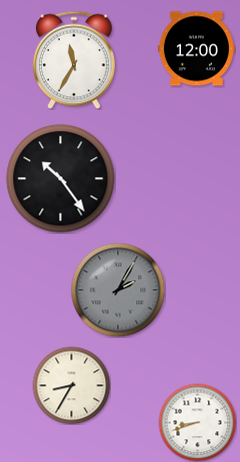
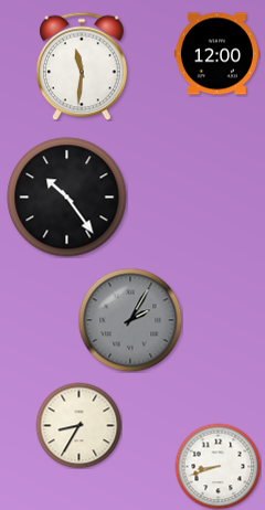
clock at (75, 60): 11:35 -> 11:31
